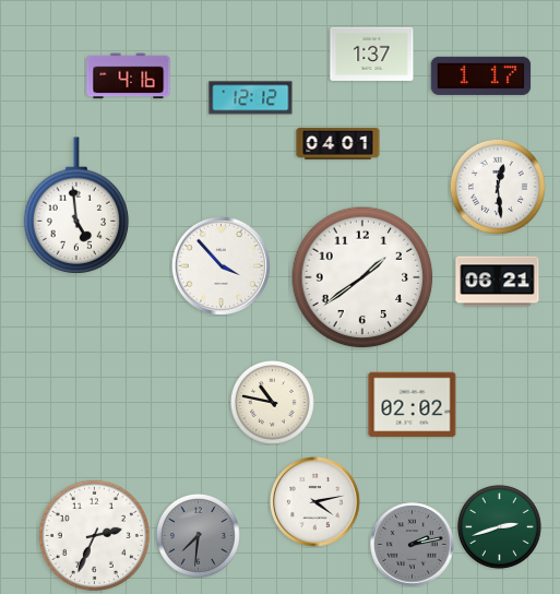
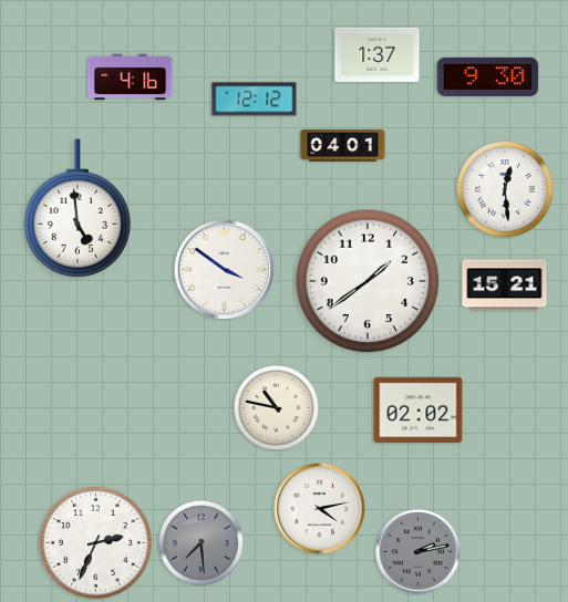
clock at (481, 75): 1:17 -> 9:30
clock at (221, 265): 3:53 -> 3:51
clock at (498, 282): 06:21 -> 15:21
clock at (499, 526): 2:42 -> none
clock at (198, 535): 7:31 -> 7:29
